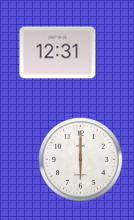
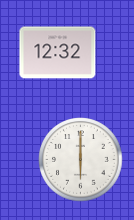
clock at (58, 53): 12:31 -> 12:32
